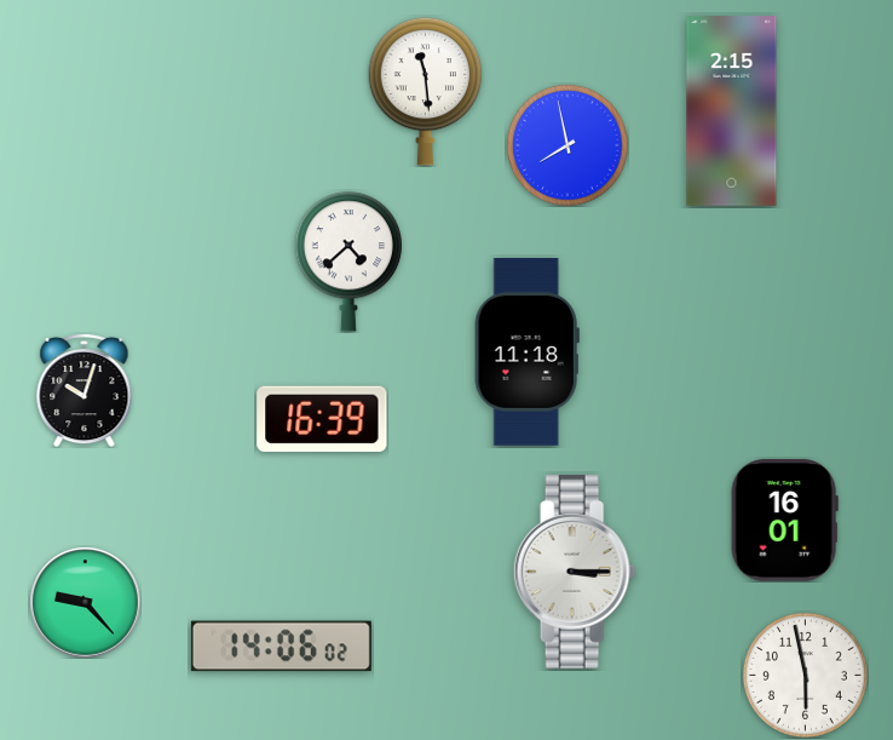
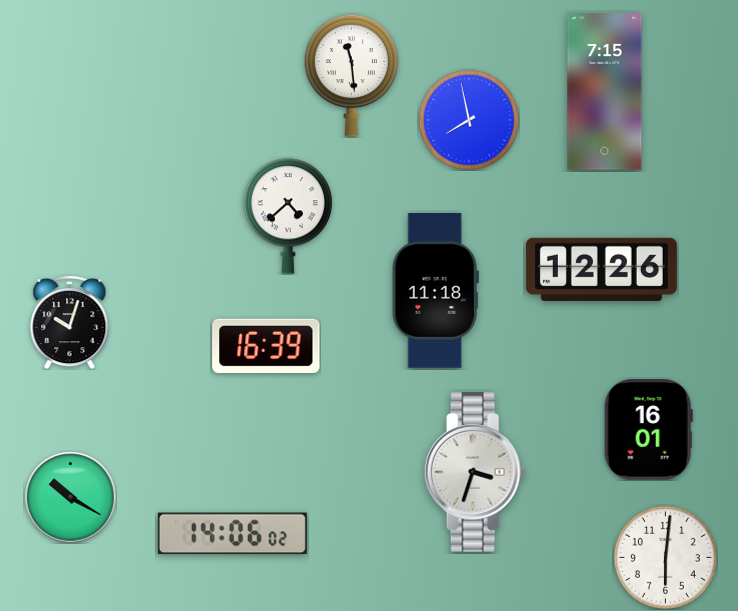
clock at (732, 111): 2:15 -> 7:15
clock at (601, 269): none -> 12:26
clock at (575, 572): 3:15 -> 3:33
clock at (85, 602): 9:23 -> 10:20
clock at (805, 675): 5:58 -> 6:01
